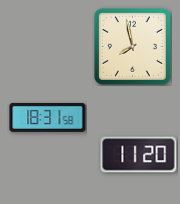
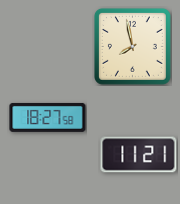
clock at (48, 117): 18:31 -> 18:27
clock at (139, 155): 11:20 -> 11:21
